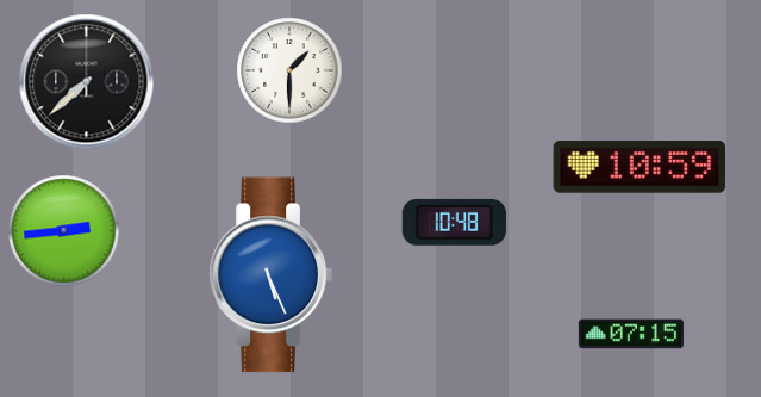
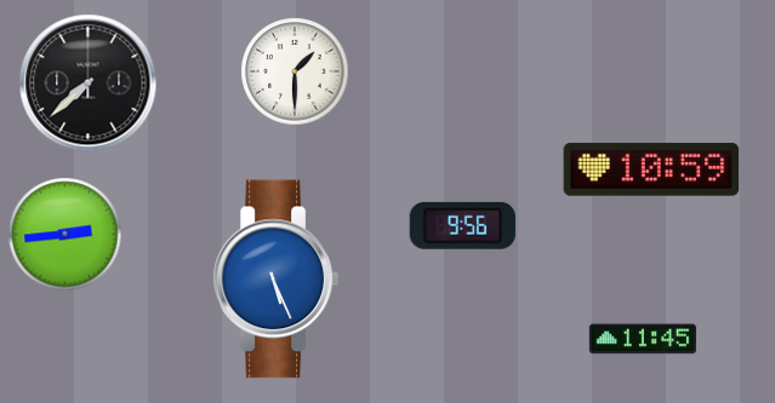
clock at (454, 222): 10:48 -> 9:56
clock at (631, 334): 07:15 -> 11:45
